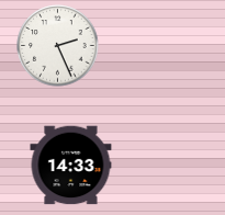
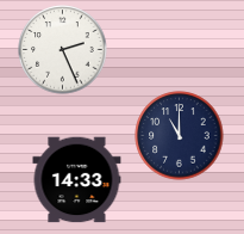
clock at (180, 136): none -> 11:00
